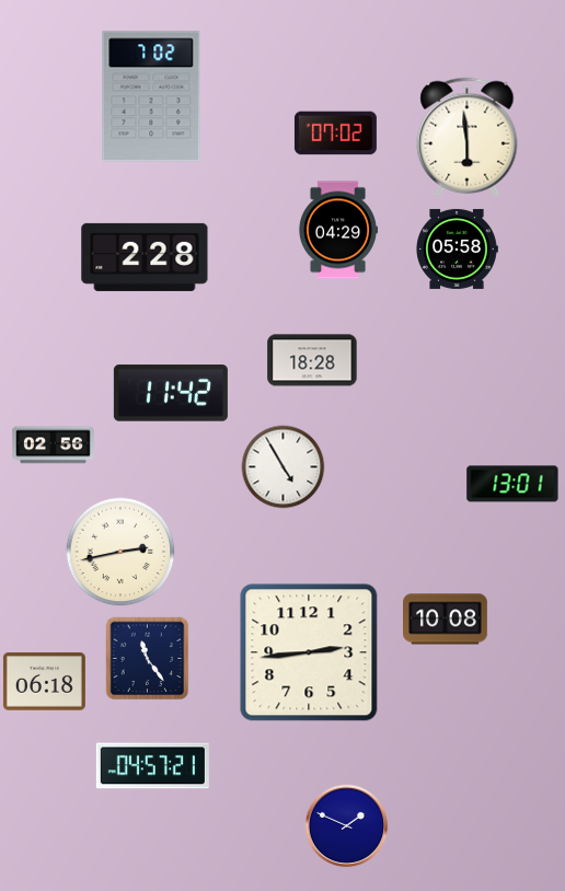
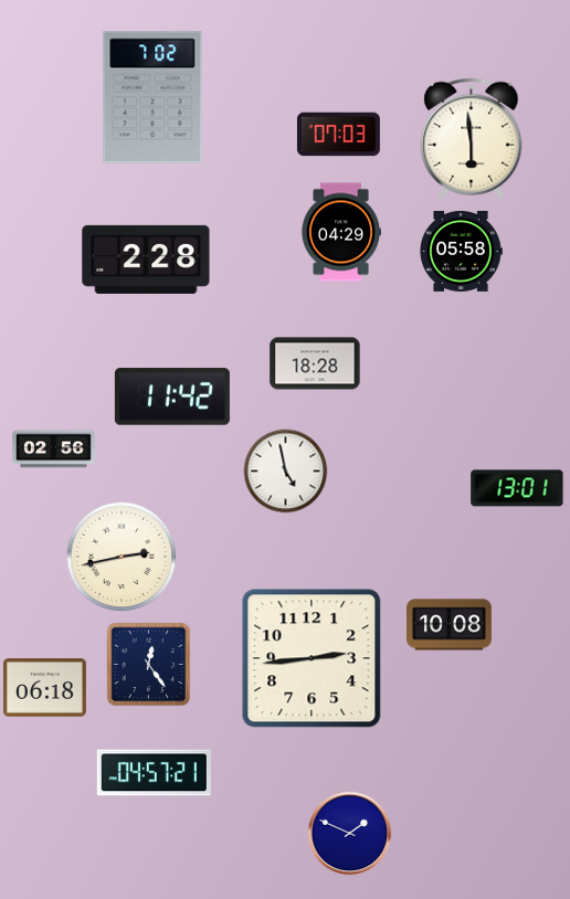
clock at (335, 134): 07:02 -> 07:03
clock at (284, 467): 4:55 -> 4:58
clock at (148, 659): 11:24 -> 12:24
